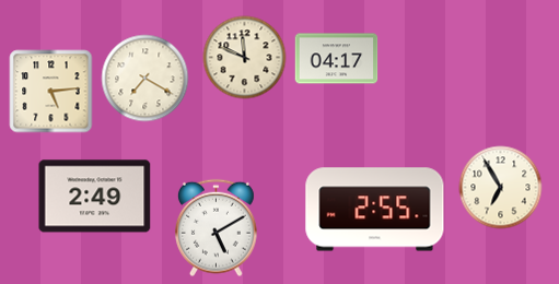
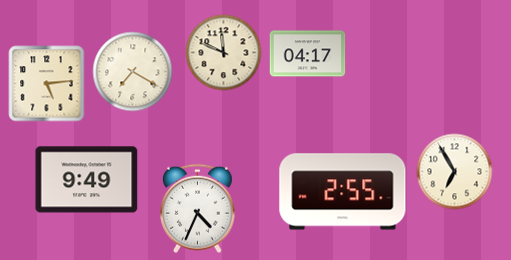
clock at (501, 188) position: (501, 188) -> (455, 172)
clock at (95, 197): 2:49 -> 9:49
clock at (216, 228): 5:10 -> 4:34
